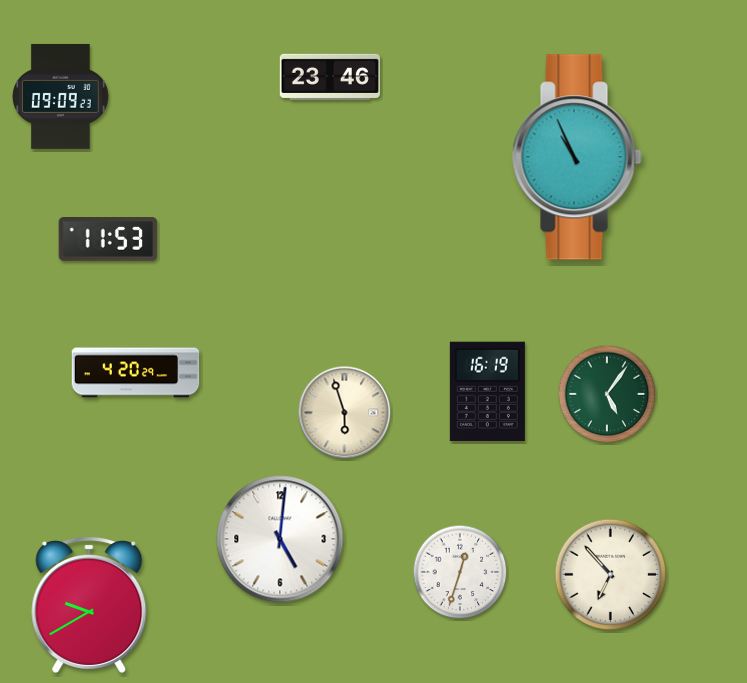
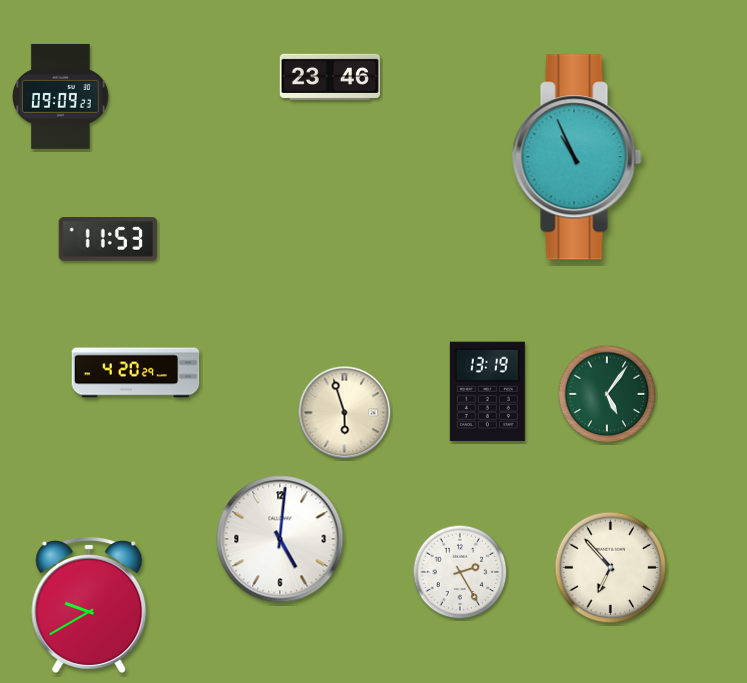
clock at (487, 391): 16:19 -> 13:19
clock at (460, 572): 12:33 -> 2:25
clock at (611, 575) position: (611, 575) -> (611, 568)
